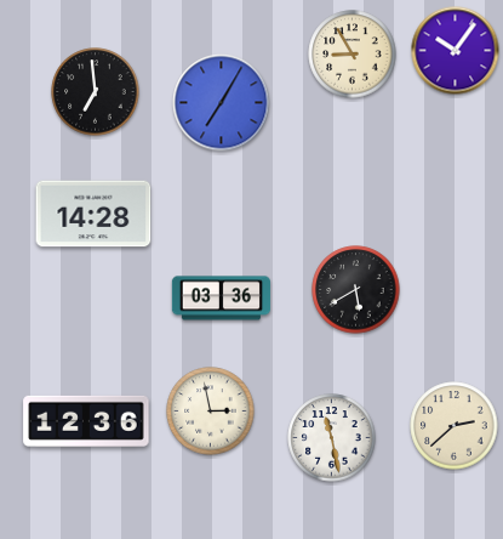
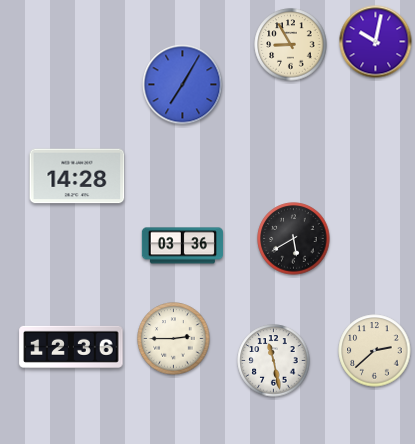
clock at (456, 51): 10:06 -> 10:02
clock at (96, 92): 6:59 -> none
clock at (211, 412): 2:58 -> 2:45
